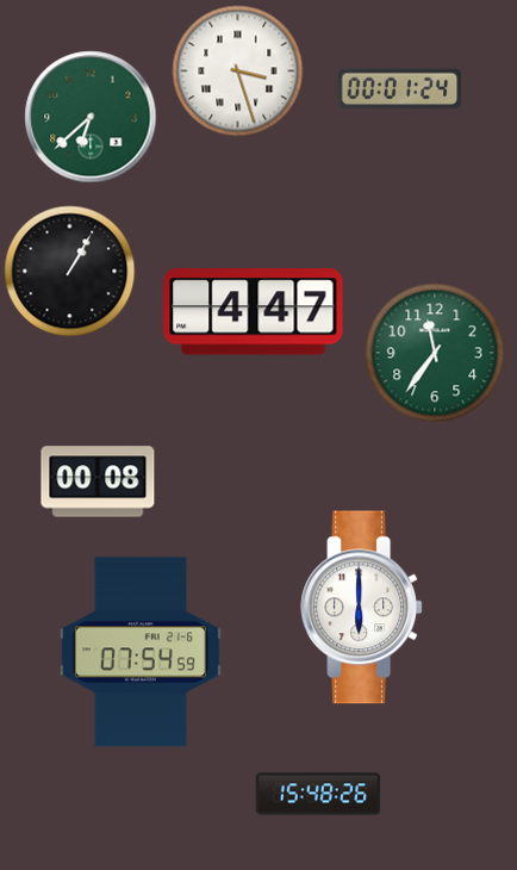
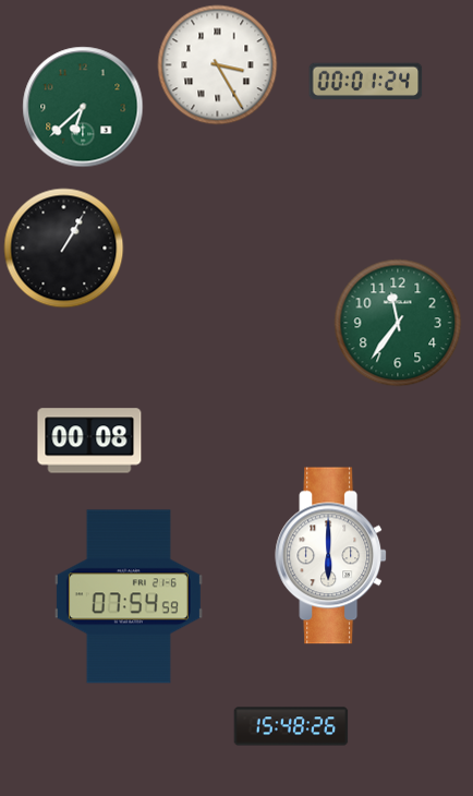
clock at (238, 72): 3:27 -> 3:25
clock at (254, 312): 4:47 -> none
